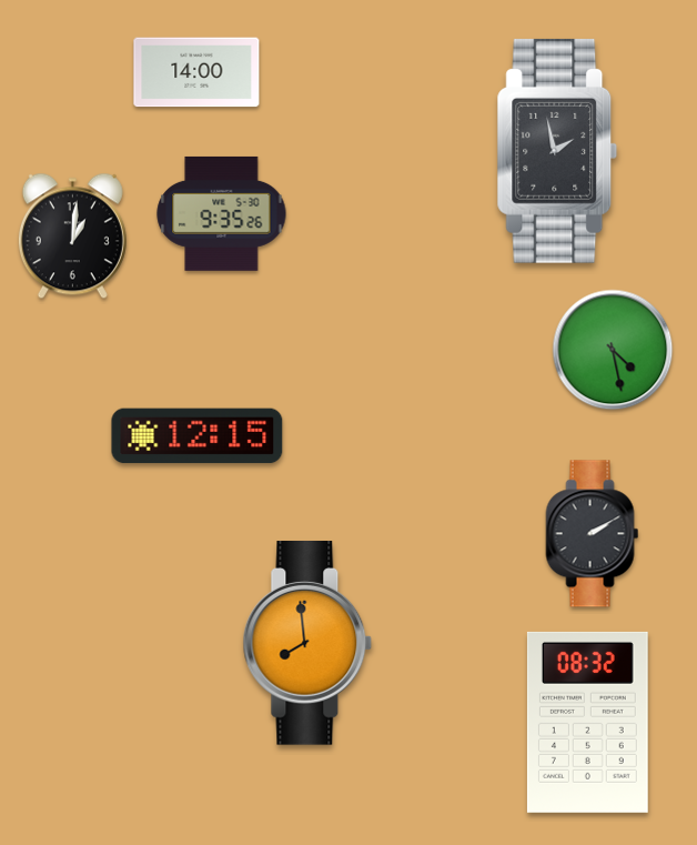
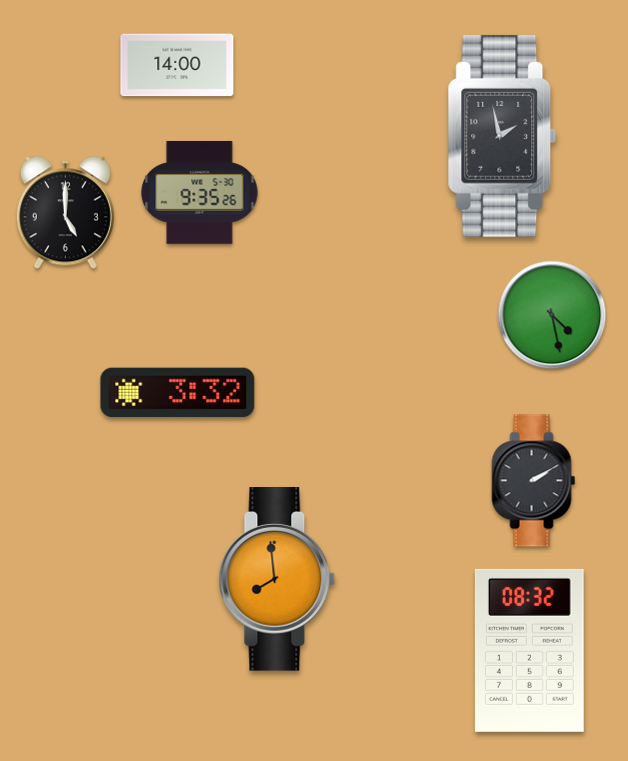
clock at (72, 237): 1:01 -> 5:00
clock at (198, 436): 12:15 -> 3:32
